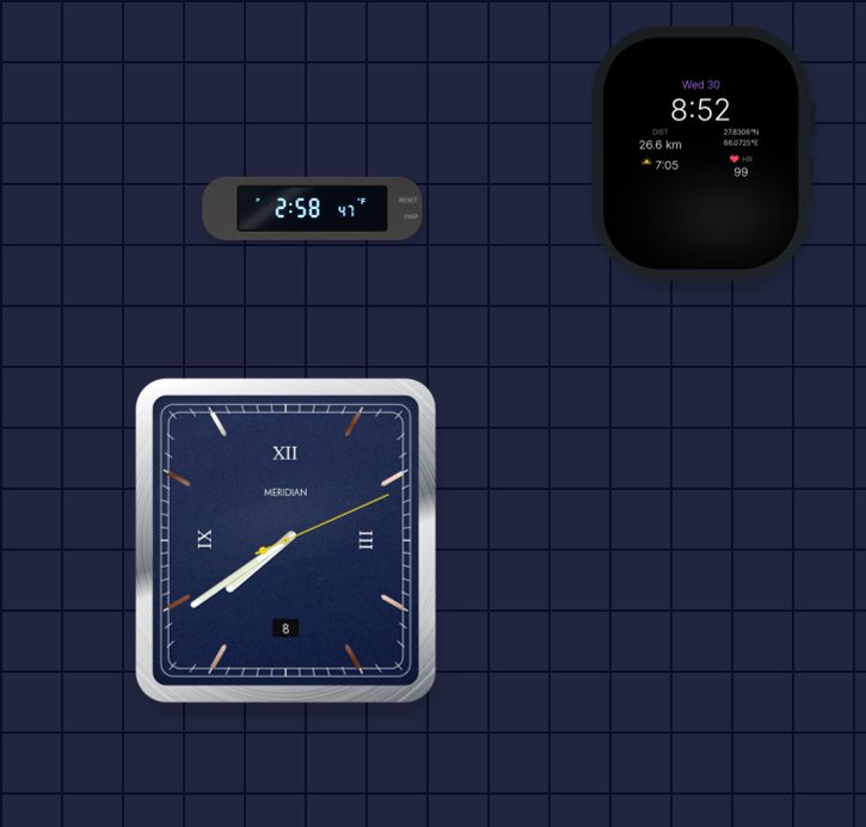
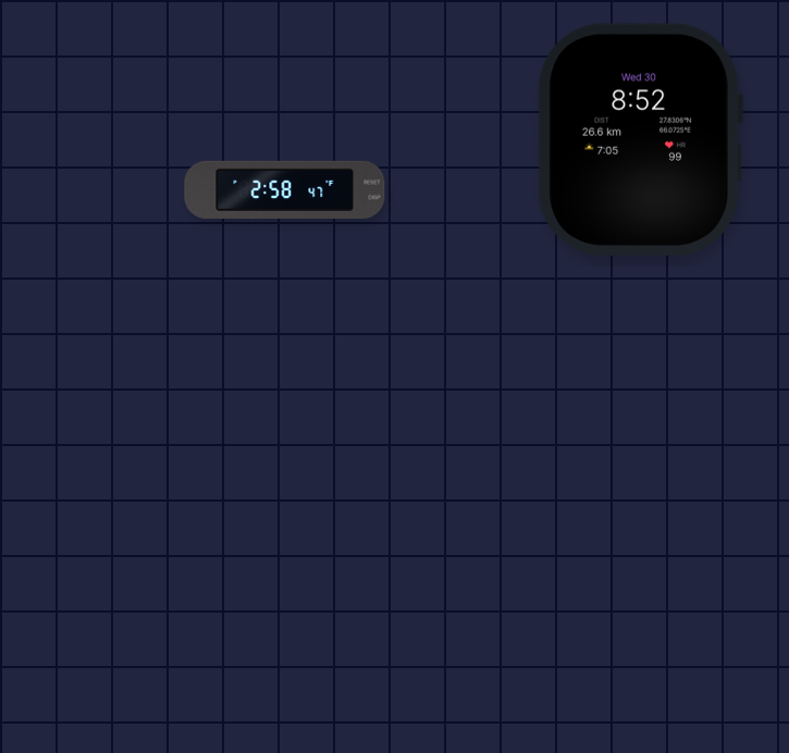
clock at (285, 540): 7:39 -> none
